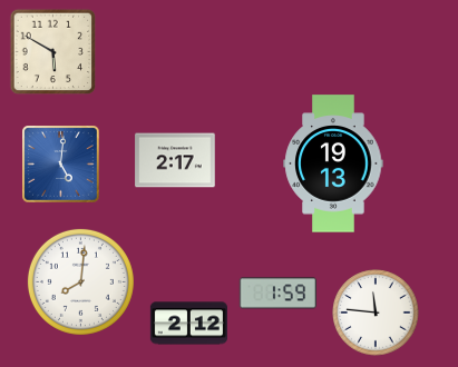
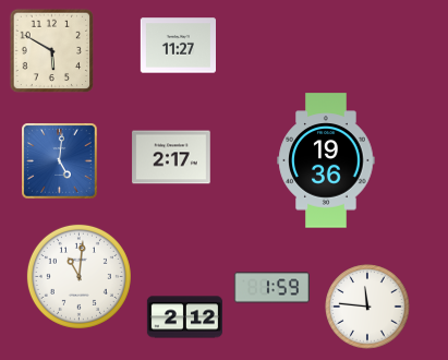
clock at (178, 46): none -> 11:27
clock at (333, 163): 19:13 -> 19:36
clock at (80, 281): 8:01 -> 11:01
